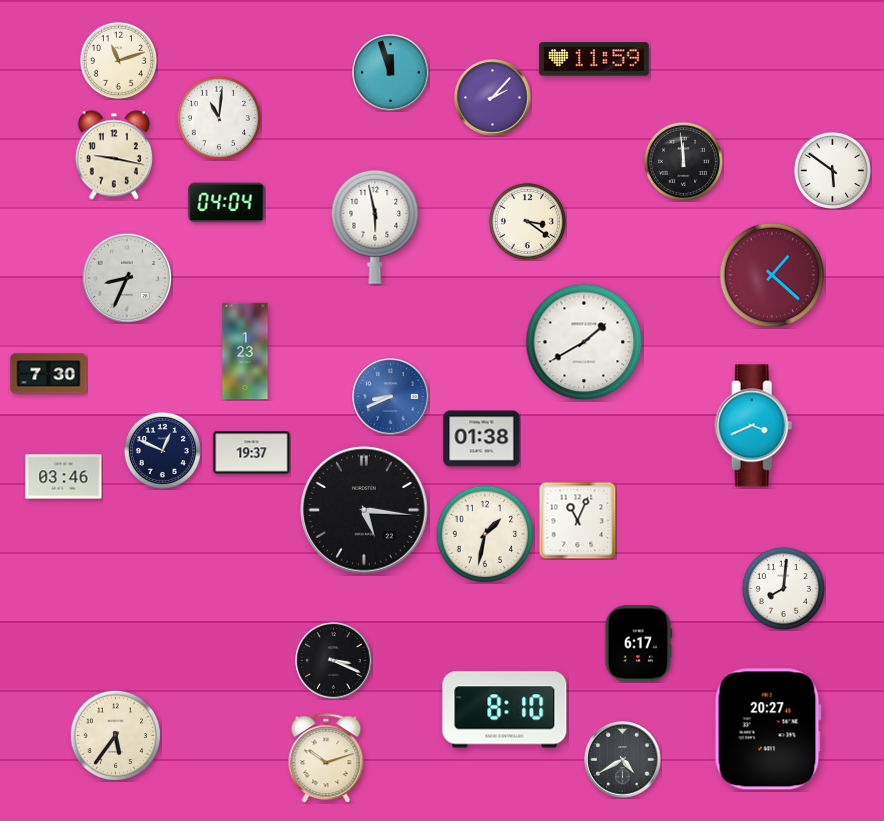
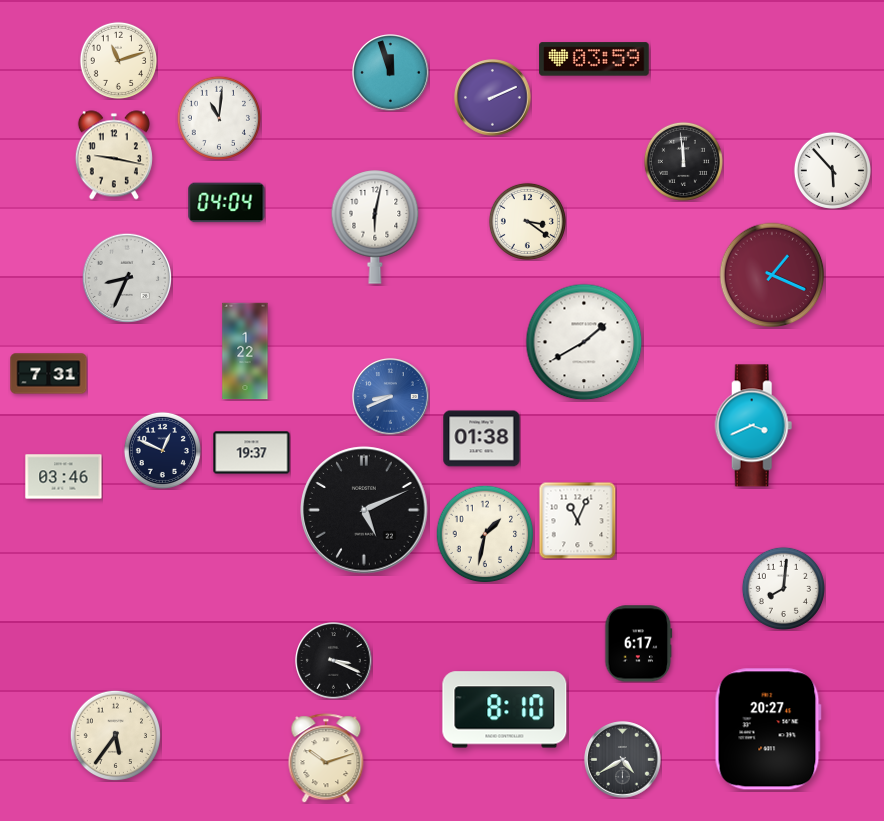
clock at (594, 59): 11:59 -> 03:59
clock at (493, 98): 2:07 -> 2:11
clock at (832, 170): 5:51 -> 5:53
clock at (375, 227): 5:58 -> 6:02
clock at (772, 275): 1:22 -> 1:19
clock at (245, 351): 1:23 -> 1:22
clock at (49, 374): 7:30 -> 7:31
clock at (364, 510): 5:16 -> 5:11
